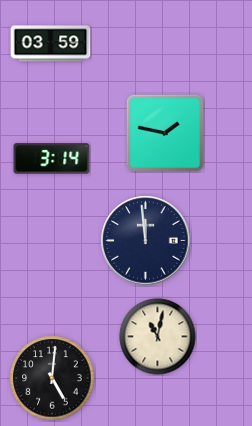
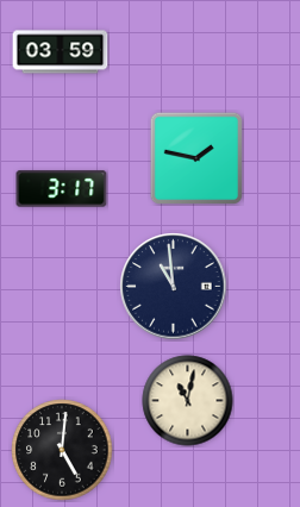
clock at (52, 159): 3:14 -> 3:17
clock at (146, 241): 11:59 -> 10:59
